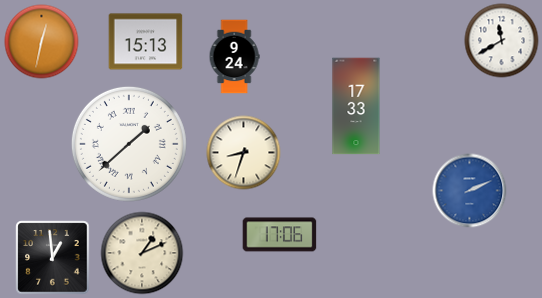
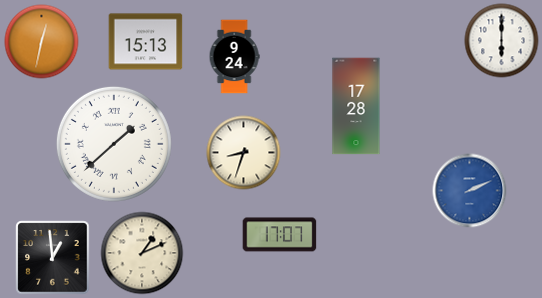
clock at (502, 41): 11:40 -> 6:00
clock at (356, 106): 17:33 -> 17:28
clock at (129, 144) position: (129, 144) -> (114, 144)
clock at (280, 235): 17:06 -> 17:07
